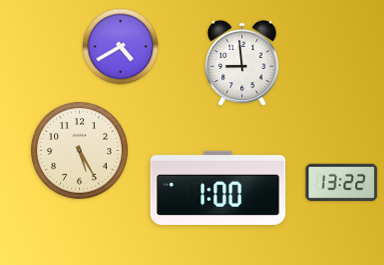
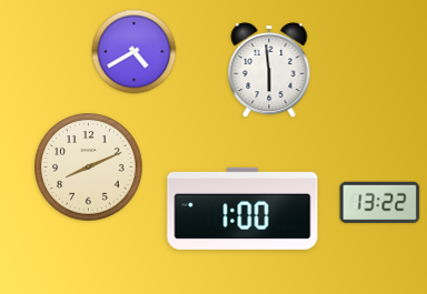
clock at (242, 63): 8:59 -> 5:59
clock at (80, 151): 5:25 -> 8:11
